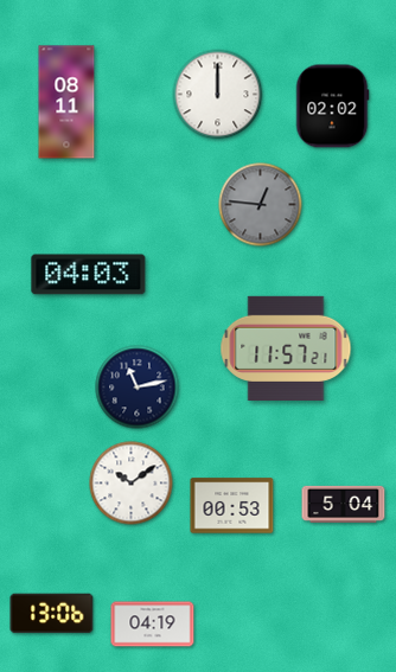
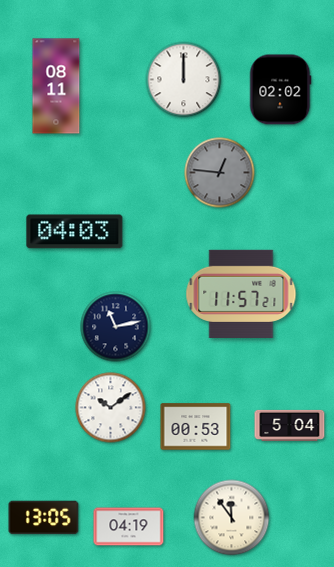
clock at (52, 614): 13:06 -> 13:05
clock at (232, 518): none -> 11:54
